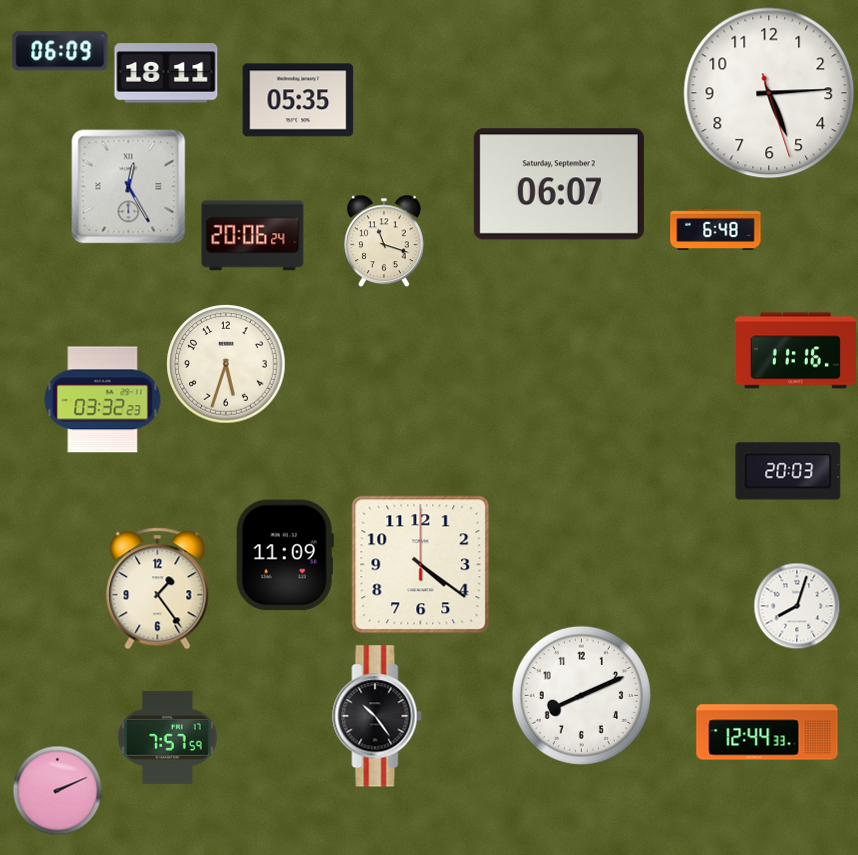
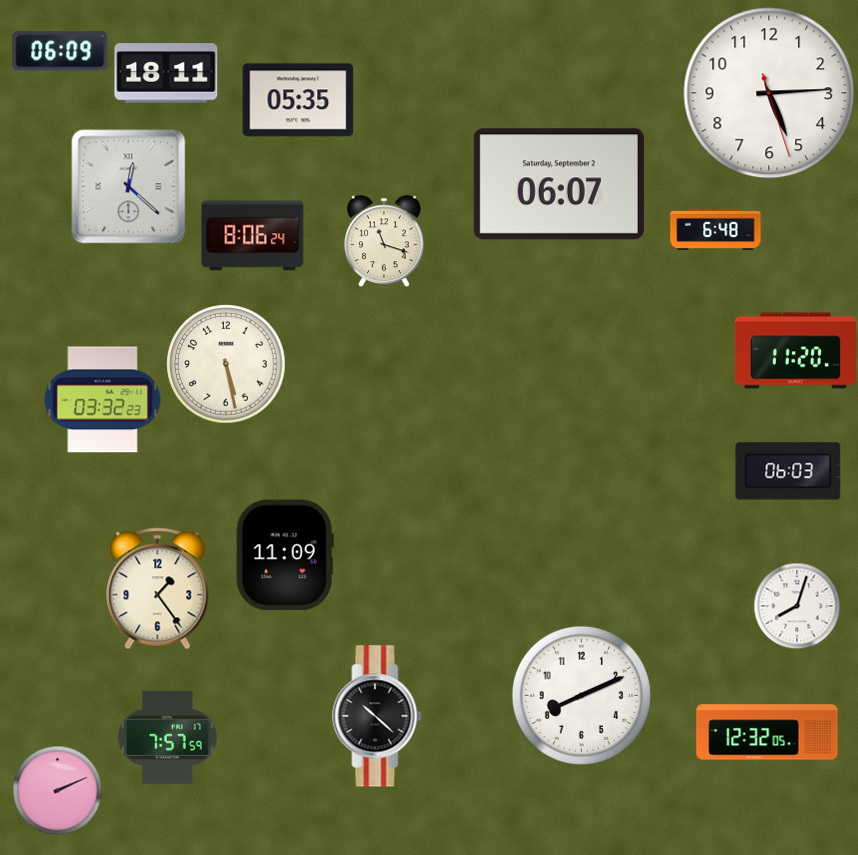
clock at (129, 187): 12:25 -> 12:22
clock at (253, 236): 20:06 -> 8:06
clock at (795, 351): 11:16 -> 11:20
clock at (226, 364): 5:33 -> 5:28
clock at (788, 471): 20:03 -> 06:03
clock at (421, 565): 4:21 -> none
clock at (377, 716): 10:24 -> 10:22
clock at (767, 732): 12:44 -> 12:32
